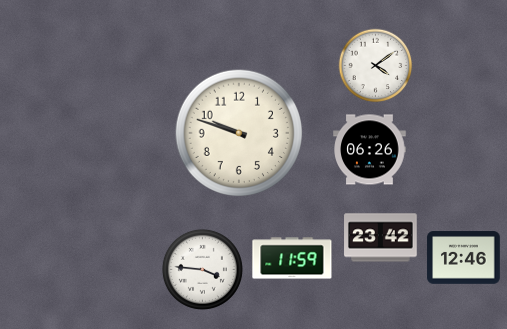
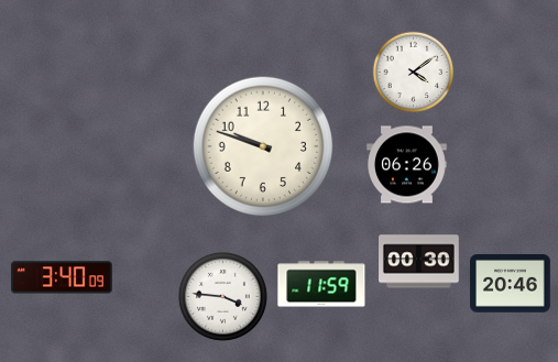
clock at (381, 238): 23:42 -> 00:30
clock at (62, 277): none -> 3:40
clock at (464, 258): 12:46 -> 20:46
